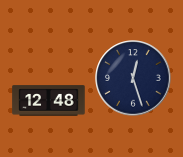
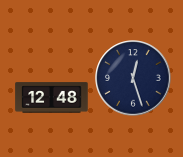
clock at (49, 101) position: (49, 101) -> (52, 98)
